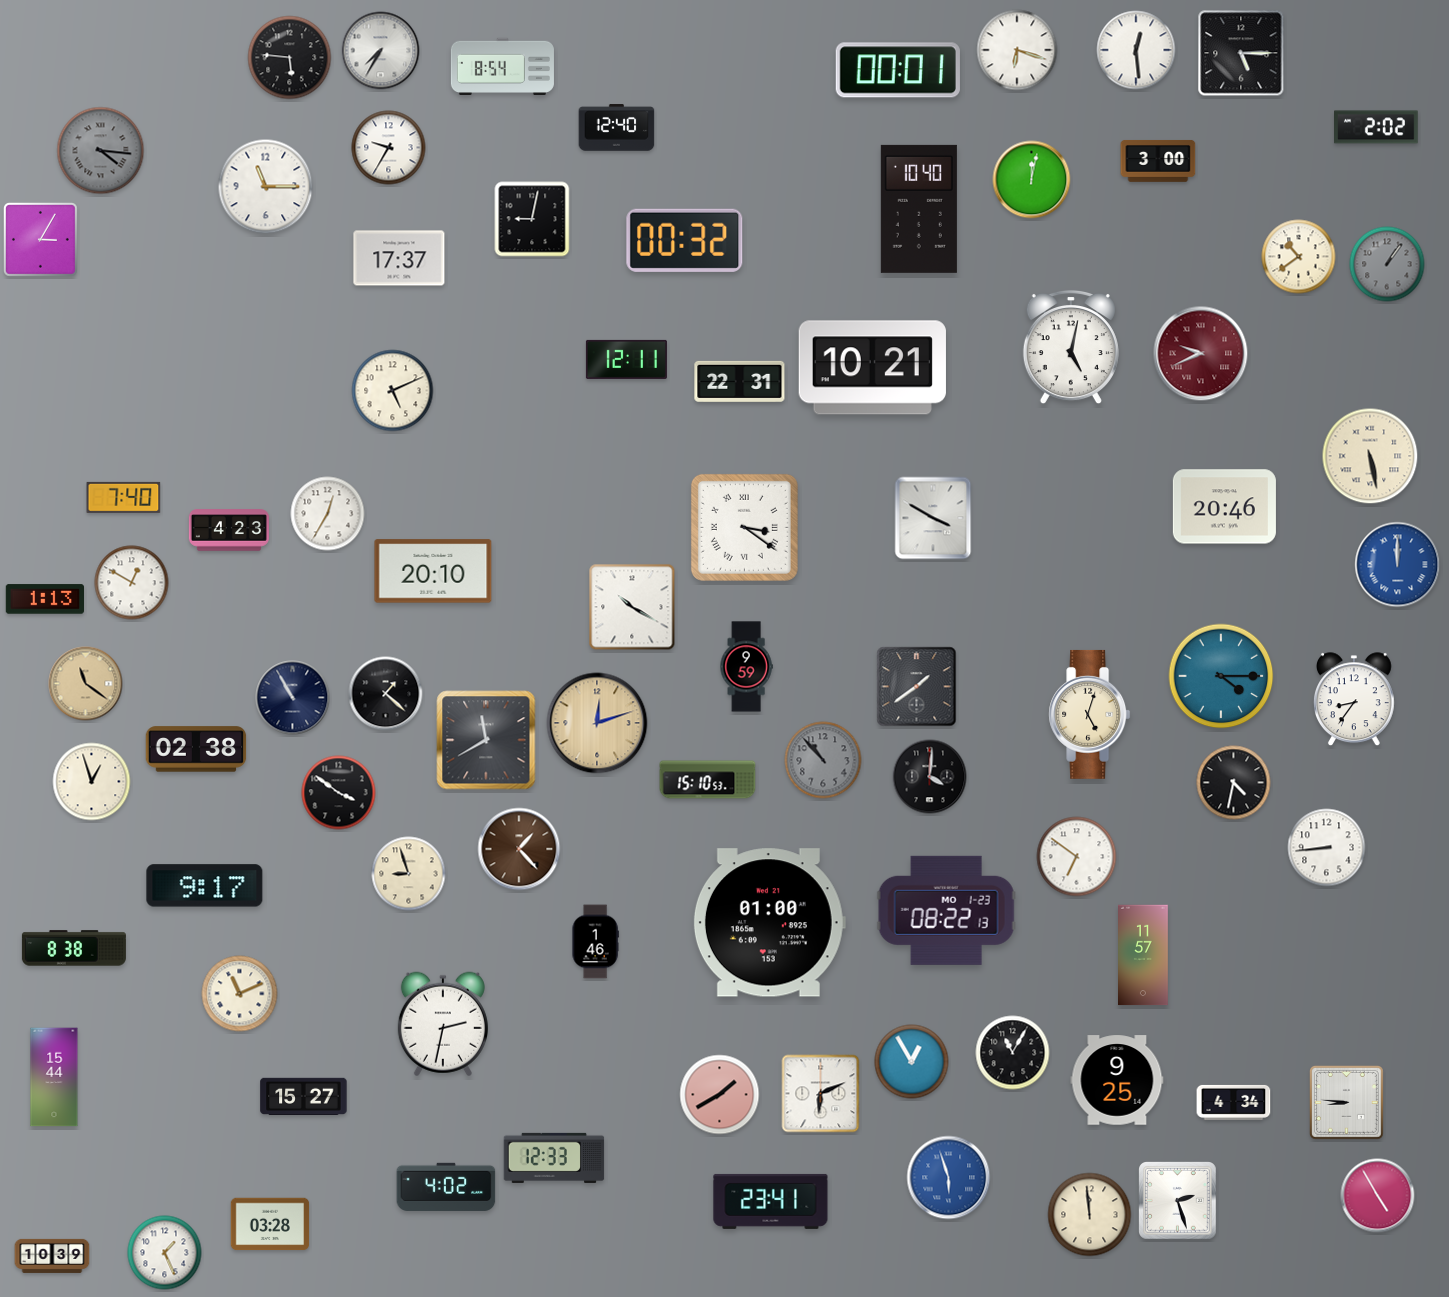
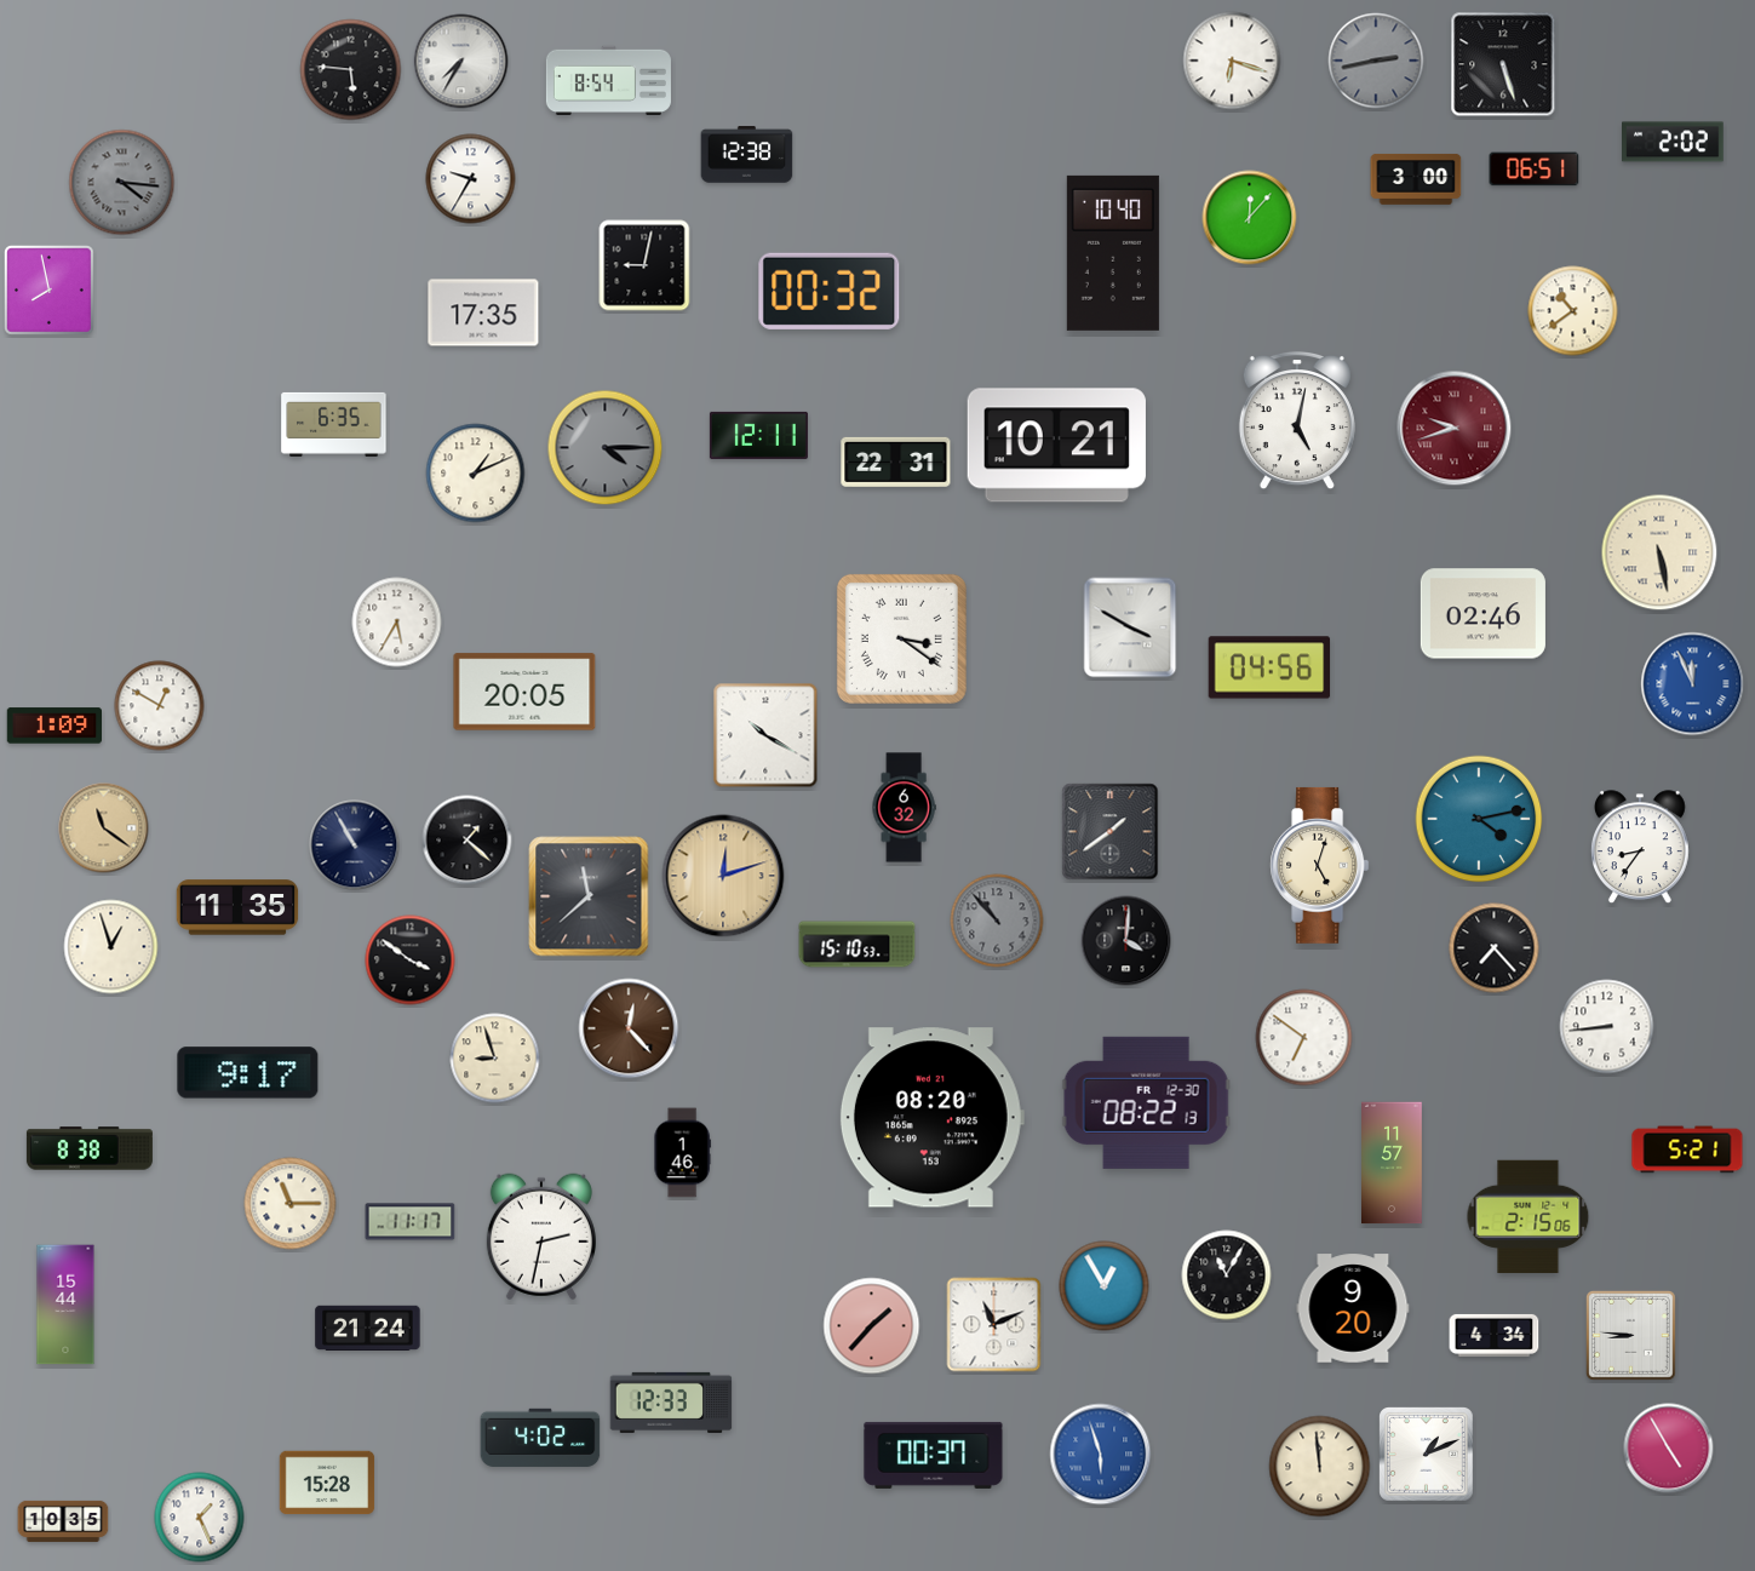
clock at (1136, 50): 12:29 -> 2:43
clock at (1136, 50) dial: white -> grey
clock at (1241, 53): 5:15 -> 5:27
clock at (898, 70): 00:01 -> none
clock at (1377, 127) position: (1377, 127) -> (1674, 142)
clock at (617, 128): 12:40 -> 12:38
clock at (1535, 170): none -> 06:51
clock at (1158, 161) position: (1158, 161) -> (1416, 179)
clock at (1032, 180): 12:02 -> 12:07
clock at (266, 187): 11:15 -> none
clock at (40, 239): 3:05 -> 7:58
clock at (399, 258): 17:37 -> 17:35
clock at (1387, 264): 1:06 -> none
clock at (334, 424): none -> 6:35
clock at (1201, 354): 9:41 -> 9:42
clock at (606, 448): none -> 4:15
clock at (393, 391): 5:11 -> 1:11
clock at (124, 497): 7:40 -> none
clock at (1224, 507): 20:46 -> 02:46
clock at (328, 514): 12:35 -> 5:35
clock at (229, 530): 4:23 -> none
clock at (1269, 667): none -> 04:56
clock at (1398, 565): 12:00 -> 11:56
clock at (433, 571): 20:10 -> 20:05
clock at (44, 599): 1:13 -> 1:09
clock at (746, 667): 9:59 -> 6:32
clock at (1221, 676): 4:15 -> 4:13
clock at (486, 740): 11:40 -> 11:38
clock at (196, 749): 02:38 -> 11:35
clock at (1234, 783): 4:32 -> 7:23
clock at (519, 849): 1:23 -> 12:23
clock at (946, 910) date: MO 1-23 -> FR 12-30
clock at (769, 923): 01:00 -> 08:20
clock at (595, 942) position: (595, 942) -> (682, 1153)
clock at (1687, 1149): none -> 5:21
clock at (1144, 955) position: (1144, 955) -> (1393, 1163)
clock at (240, 994): 11:11 -> 11:15
clock at (1529, 1216): none -> 2:15
clock at (411, 1222): none -> 11:17
clock at (443, 1024) position: (443, 1024) -> (541, 1237)
clock at (1117, 1080): 9:25 -> 9:20
clock at (821, 1094): 6:11 -> 11:11
clock at (720, 1095): 1:40 -> 1:37
clock at (304, 1096): 15:27 -> 21:24
clock at (949, 1178) position: (949, 1178) -> (1101, 1455)
clock at (771, 1201): 23:41 -> 00:37
clock at (1178, 1201): 2:27 -> 1:11
clock at (1090, 1215) position: (1090, 1215) -> (1320, 1467)
clock at (270, 1224): 03:28 -> 15:28
clock at (52, 1256): 10:39 -> 10:35
